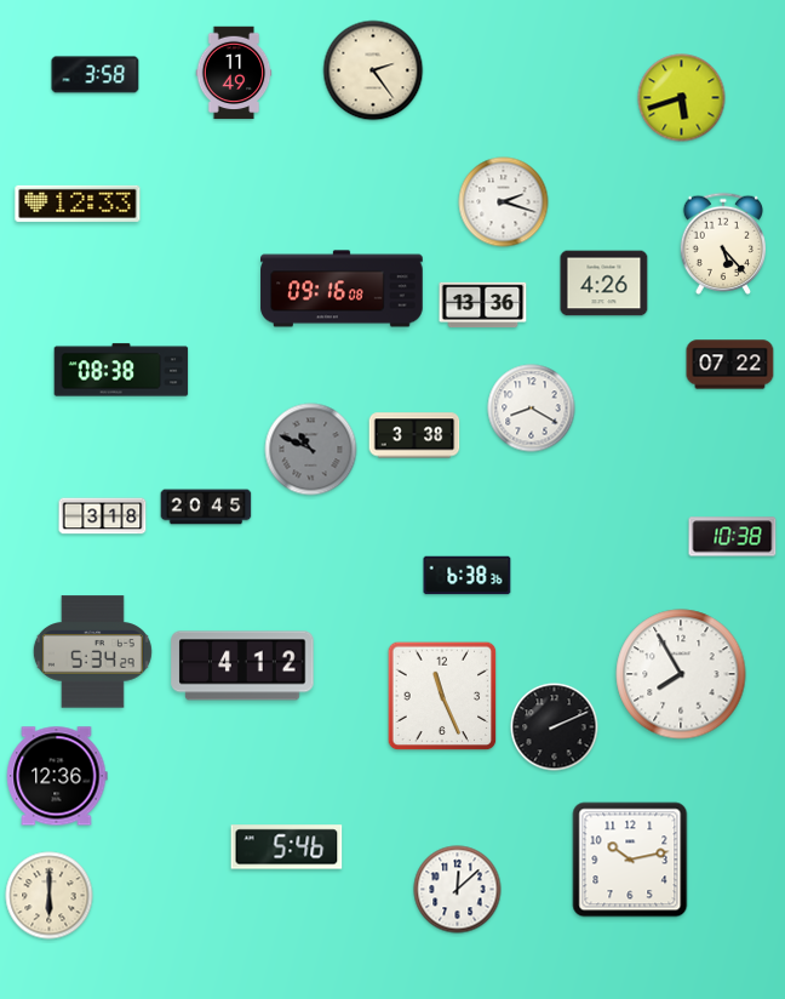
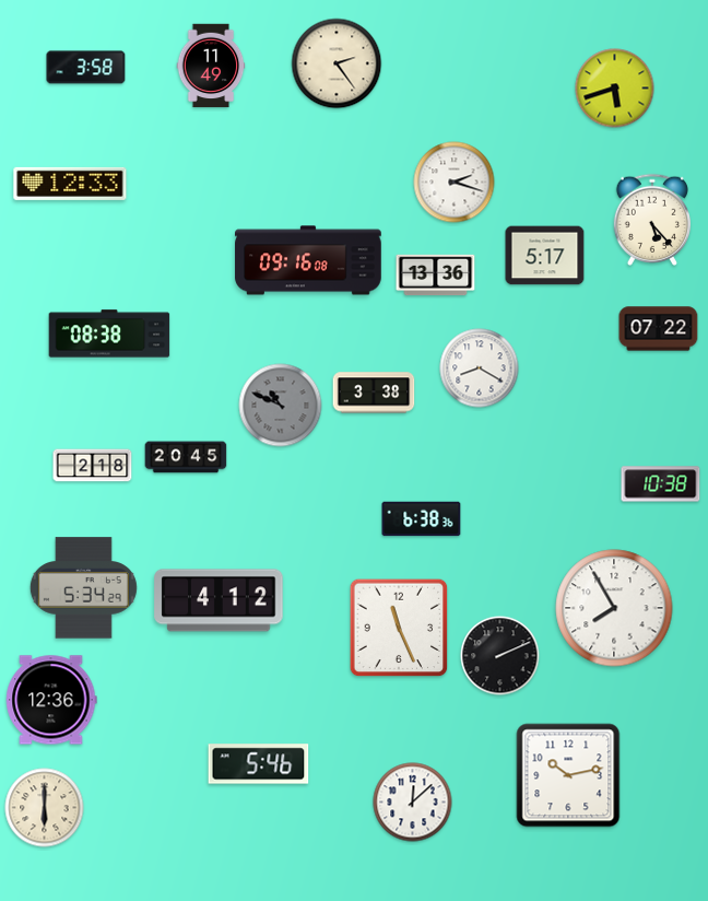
clock at (604, 284): 4:26 -> 5:17
clock at (103, 516): 3:18 -> 2:18
